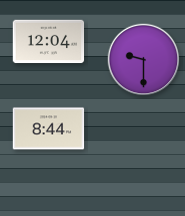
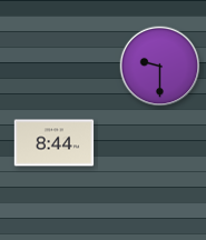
clock at (49, 42): 12:04 -> none
